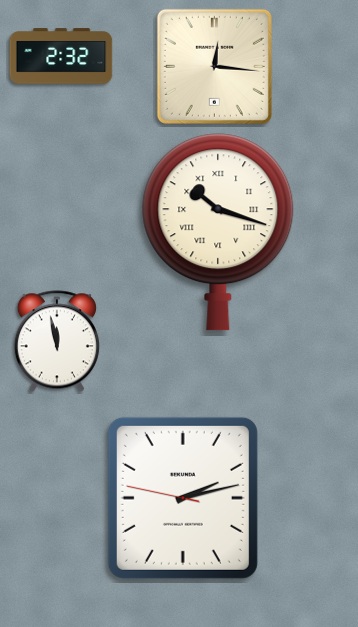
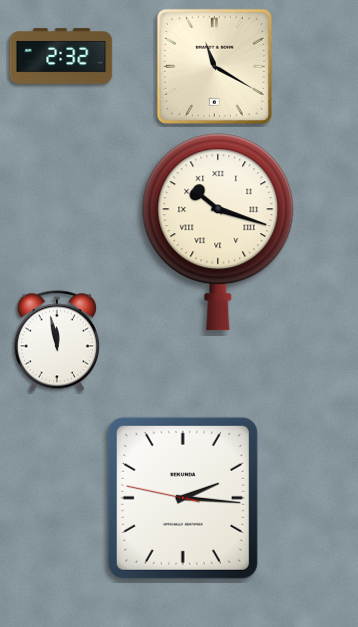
clock at (214, 66): 12:16 -> 11:20
clock at (183, 498): 2:12 -> 2:15
